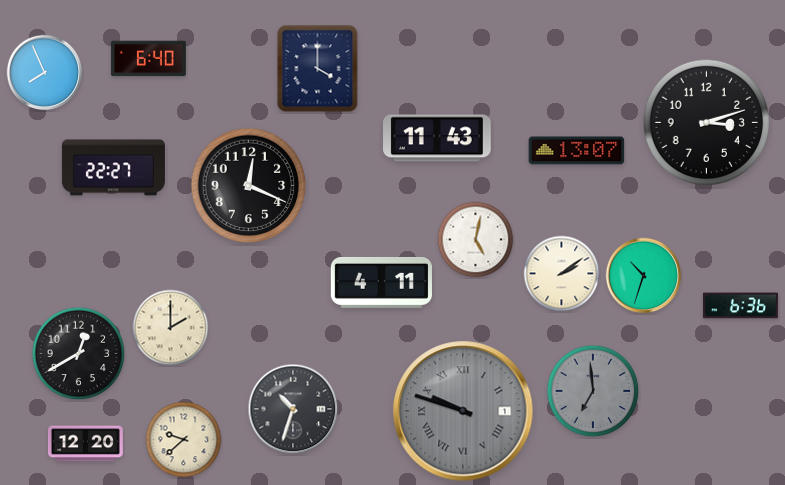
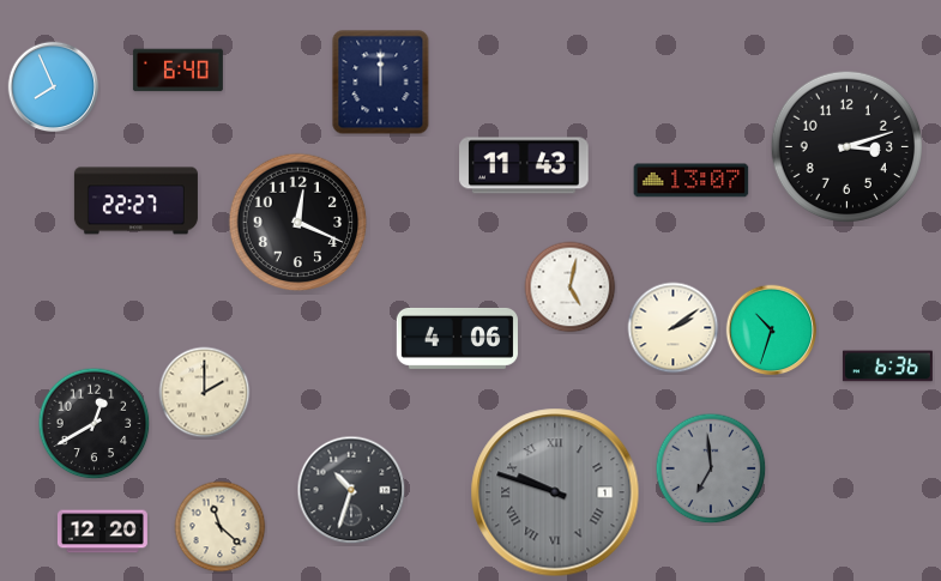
clock at (318, 69): 4:00 -> 12:00
clock at (381, 282): 4:11 -> 4:06
clock at (184, 440): 9:38 -> 11:22
